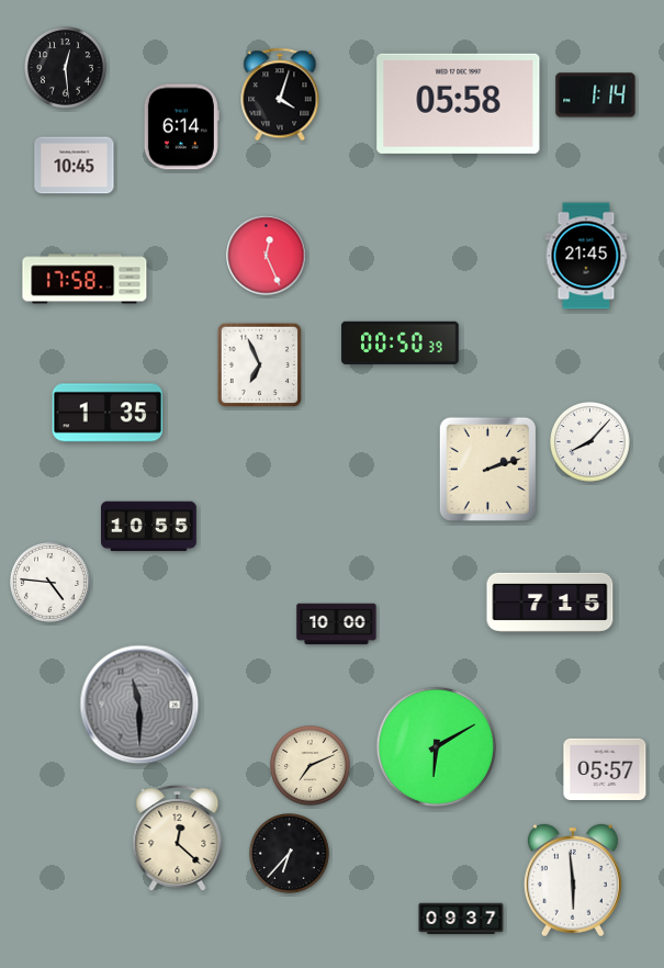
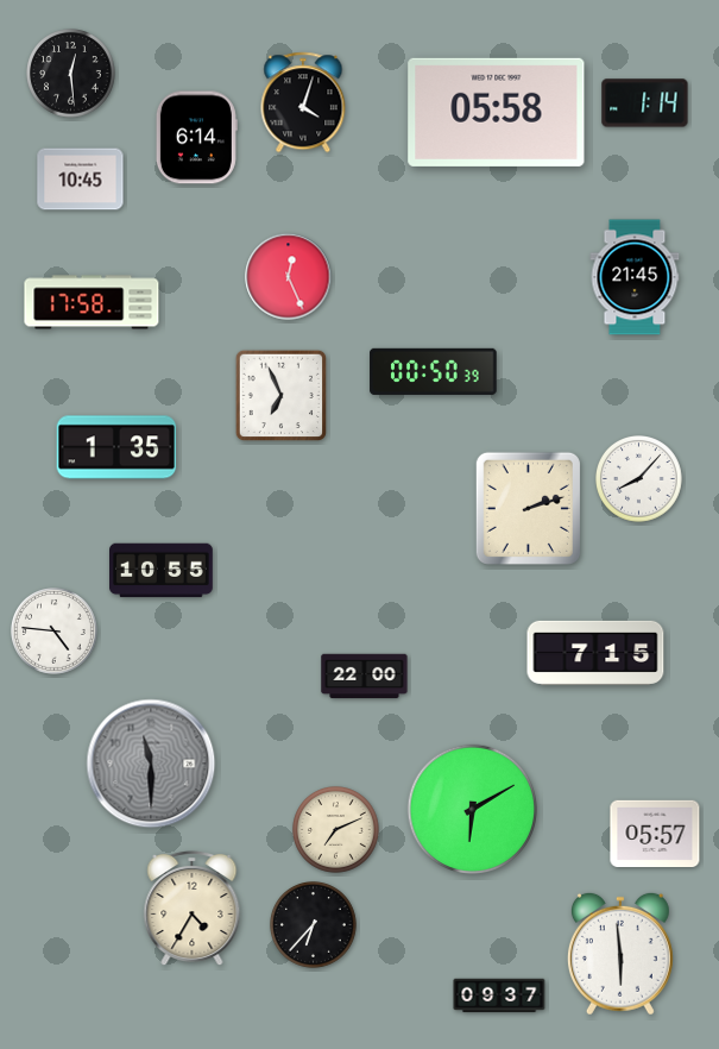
clock at (337, 624): 10:00 -> 22:00
clock at (178, 838): 12:22 -> 4:35
